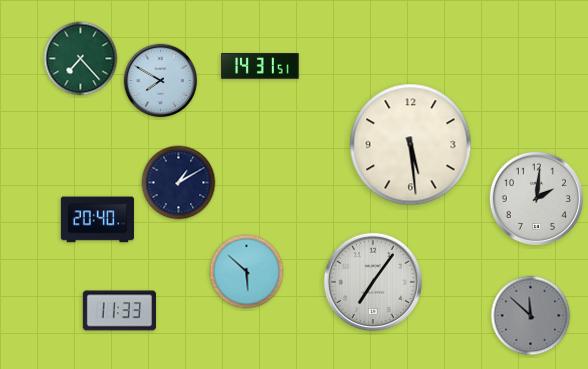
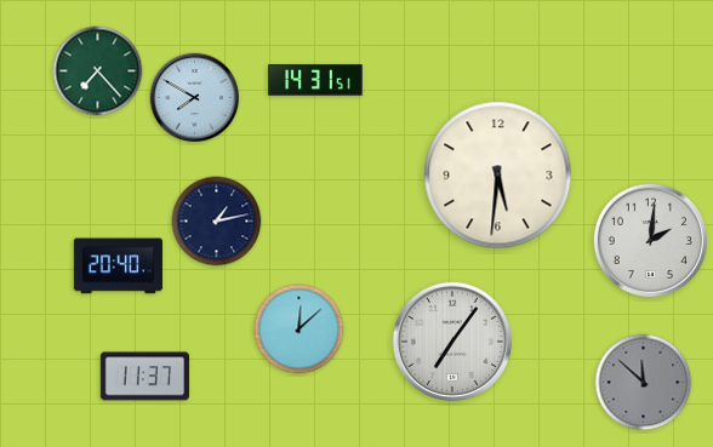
clock at (411, 145): 5:29 -> 5:31
clock at (179, 183): 1:10 -> 1:13
clock at (247, 272): 5:52 -> 12:08
clock at (119, 311): 11:33 -> 11:37
